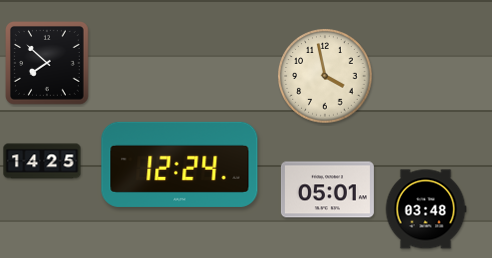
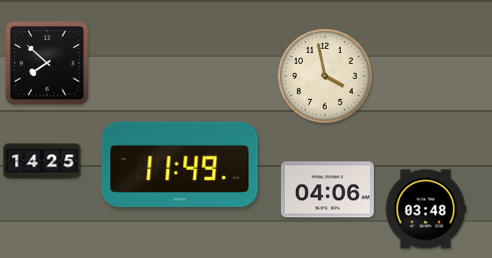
clock at (180, 164): 12:24 -> 11:49
clock at (327, 190): 05:01 -> 04:06
